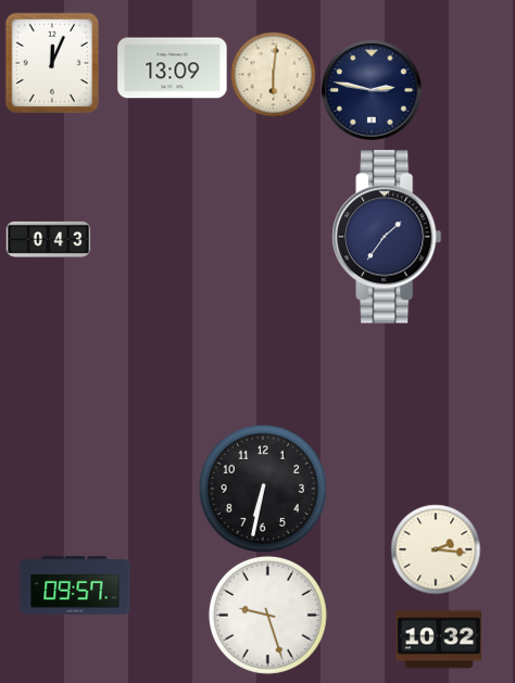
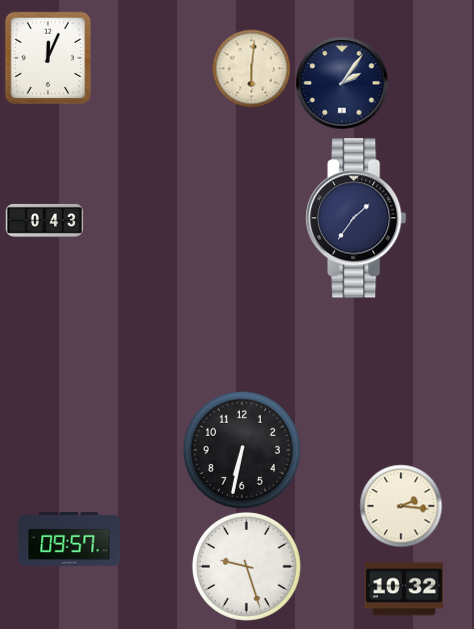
clock at (173, 68): 13:09 -> none
clock at (372, 90): 2:47 -> 2:06
